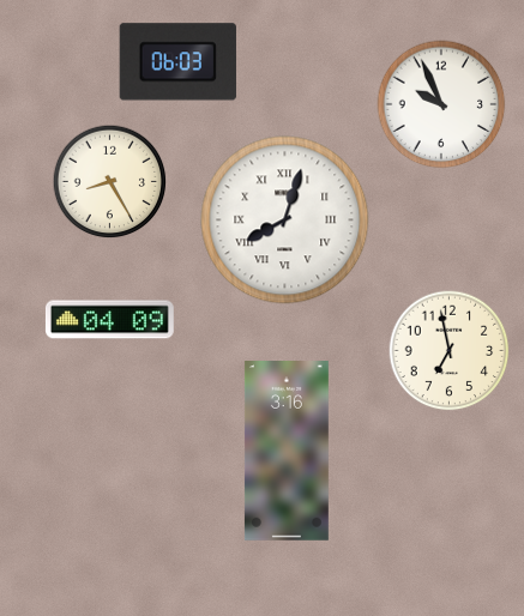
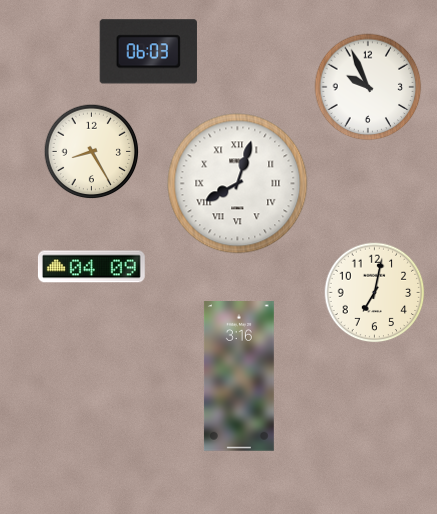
clock at (450, 351): 6:58 -> 7:02
